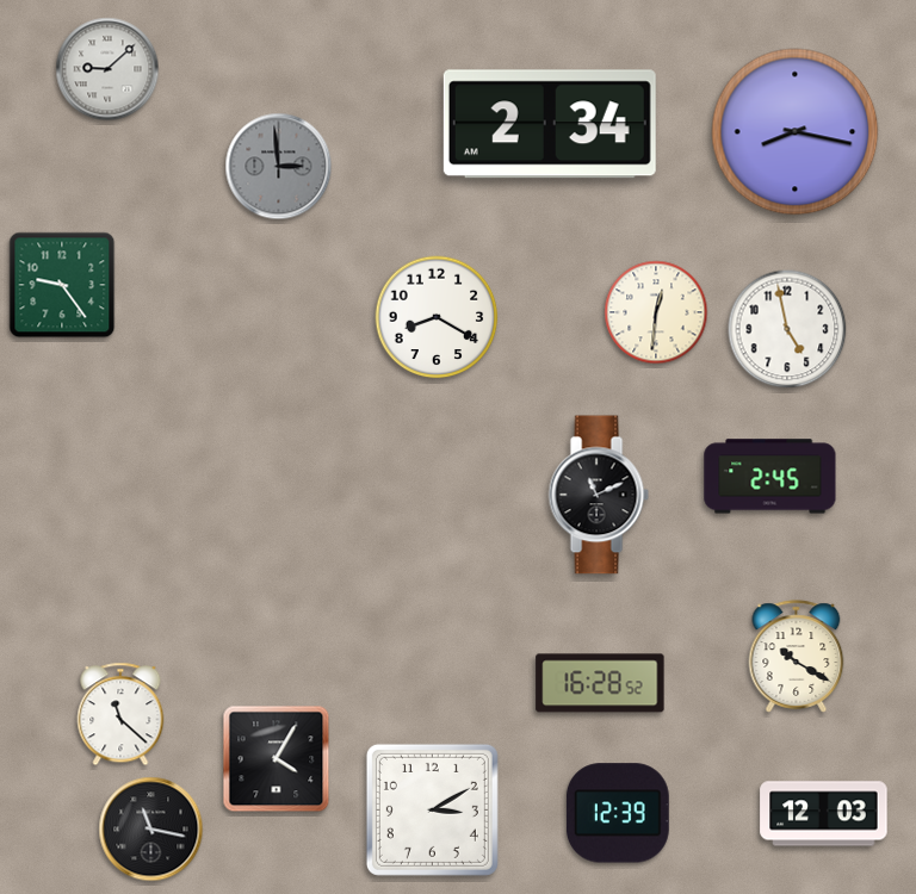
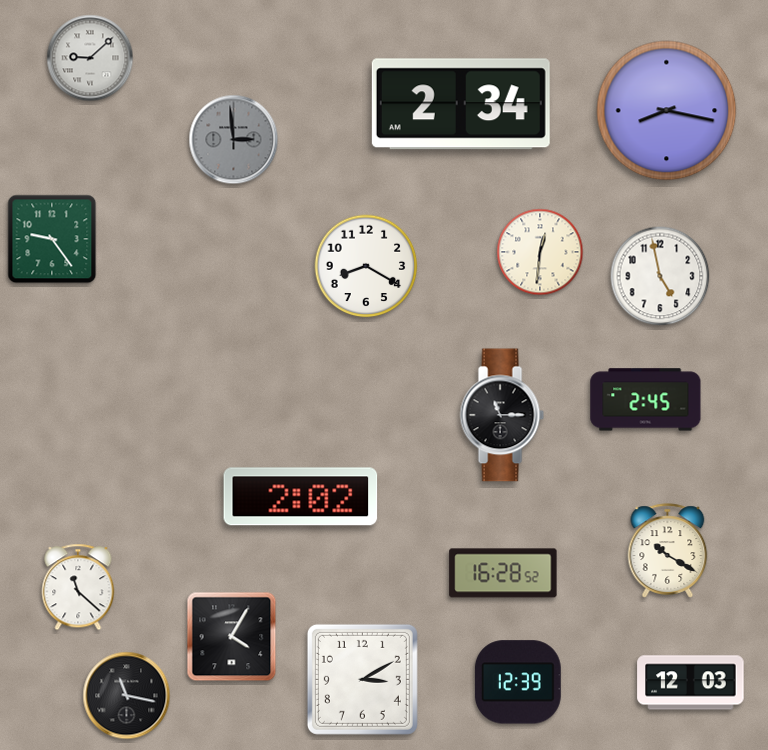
clock at (656, 312) position: (656, 312) -> (540, 252)
clock at (599, 495): 11:11 -> 11:15
clock at (301, 497): none -> 2:02
clock at (120, 714) position: (120, 714) -> (78, 587)
